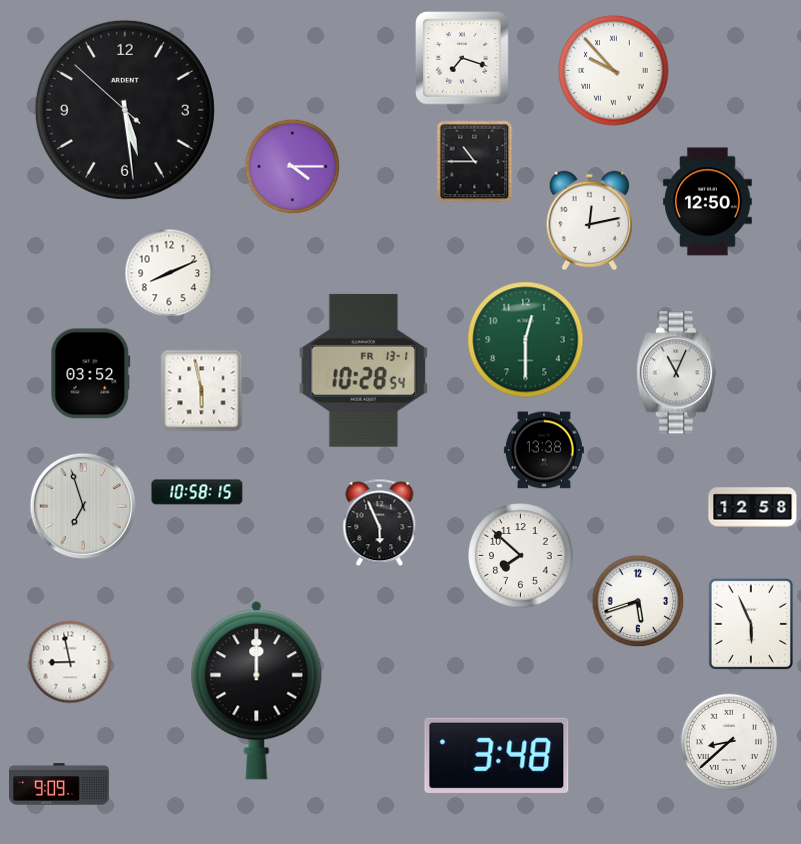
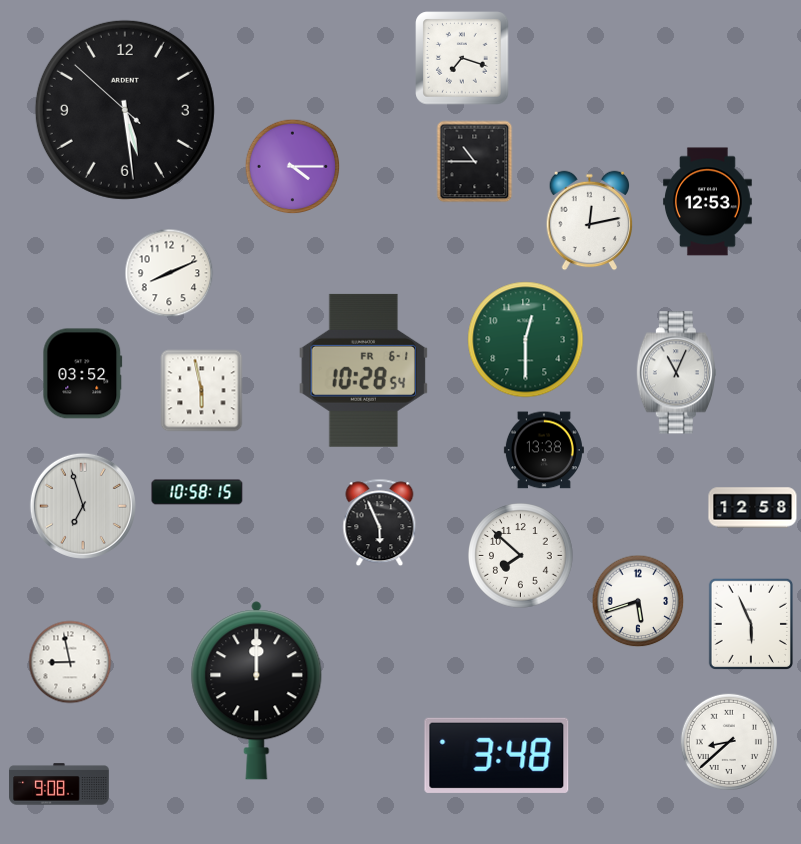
clock at (614, 71): 9:53 -> none
clock at (708, 202): 12:50 -> 12:53
clock at (363, 370) date: FR 13-1 -> FR 6-1
clock at (91, 374) position: (91, 374) -> (83, 374)
clock at (59, 784): 9:09 -> 9:08
